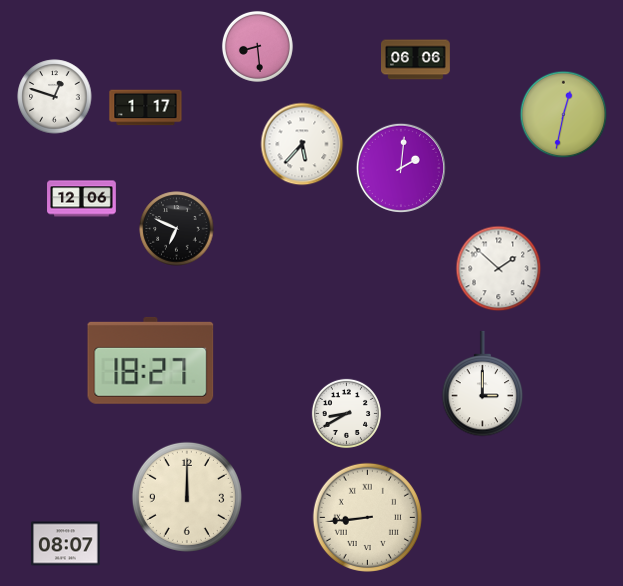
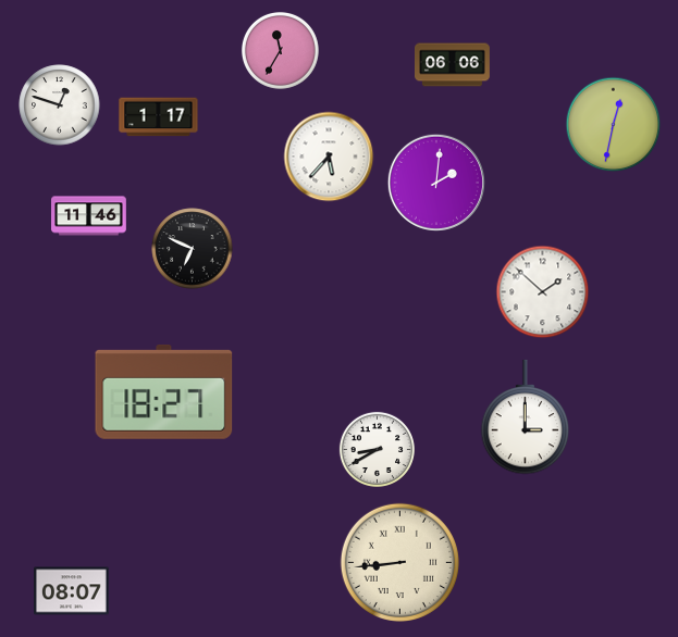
clock at (257, 46): 8:29 -> 11:35
clock at (82, 199): 12:06 -> 11:46
clock at (187, 497): 12:00 -> none
